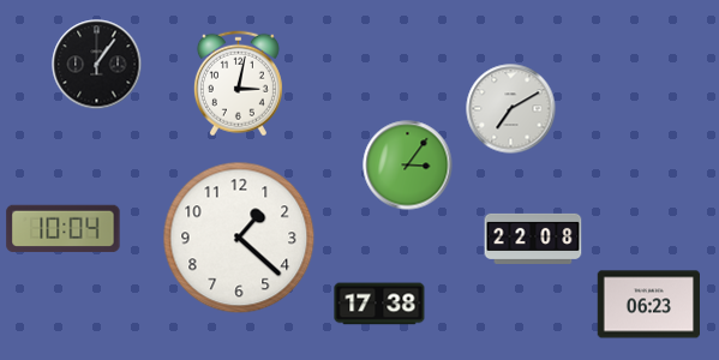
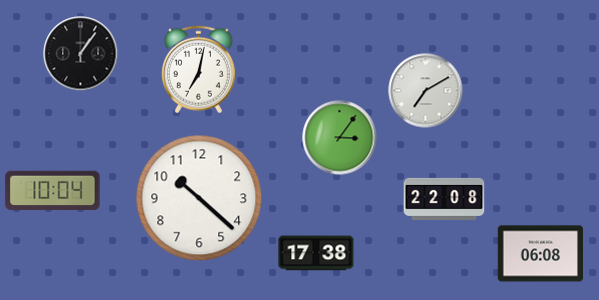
clock at (238, 84): 3:02 -> 7:02
clock at (239, 238): 1:22 -> 10:22
clock at (649, 305): 06:23 -> 06:08
